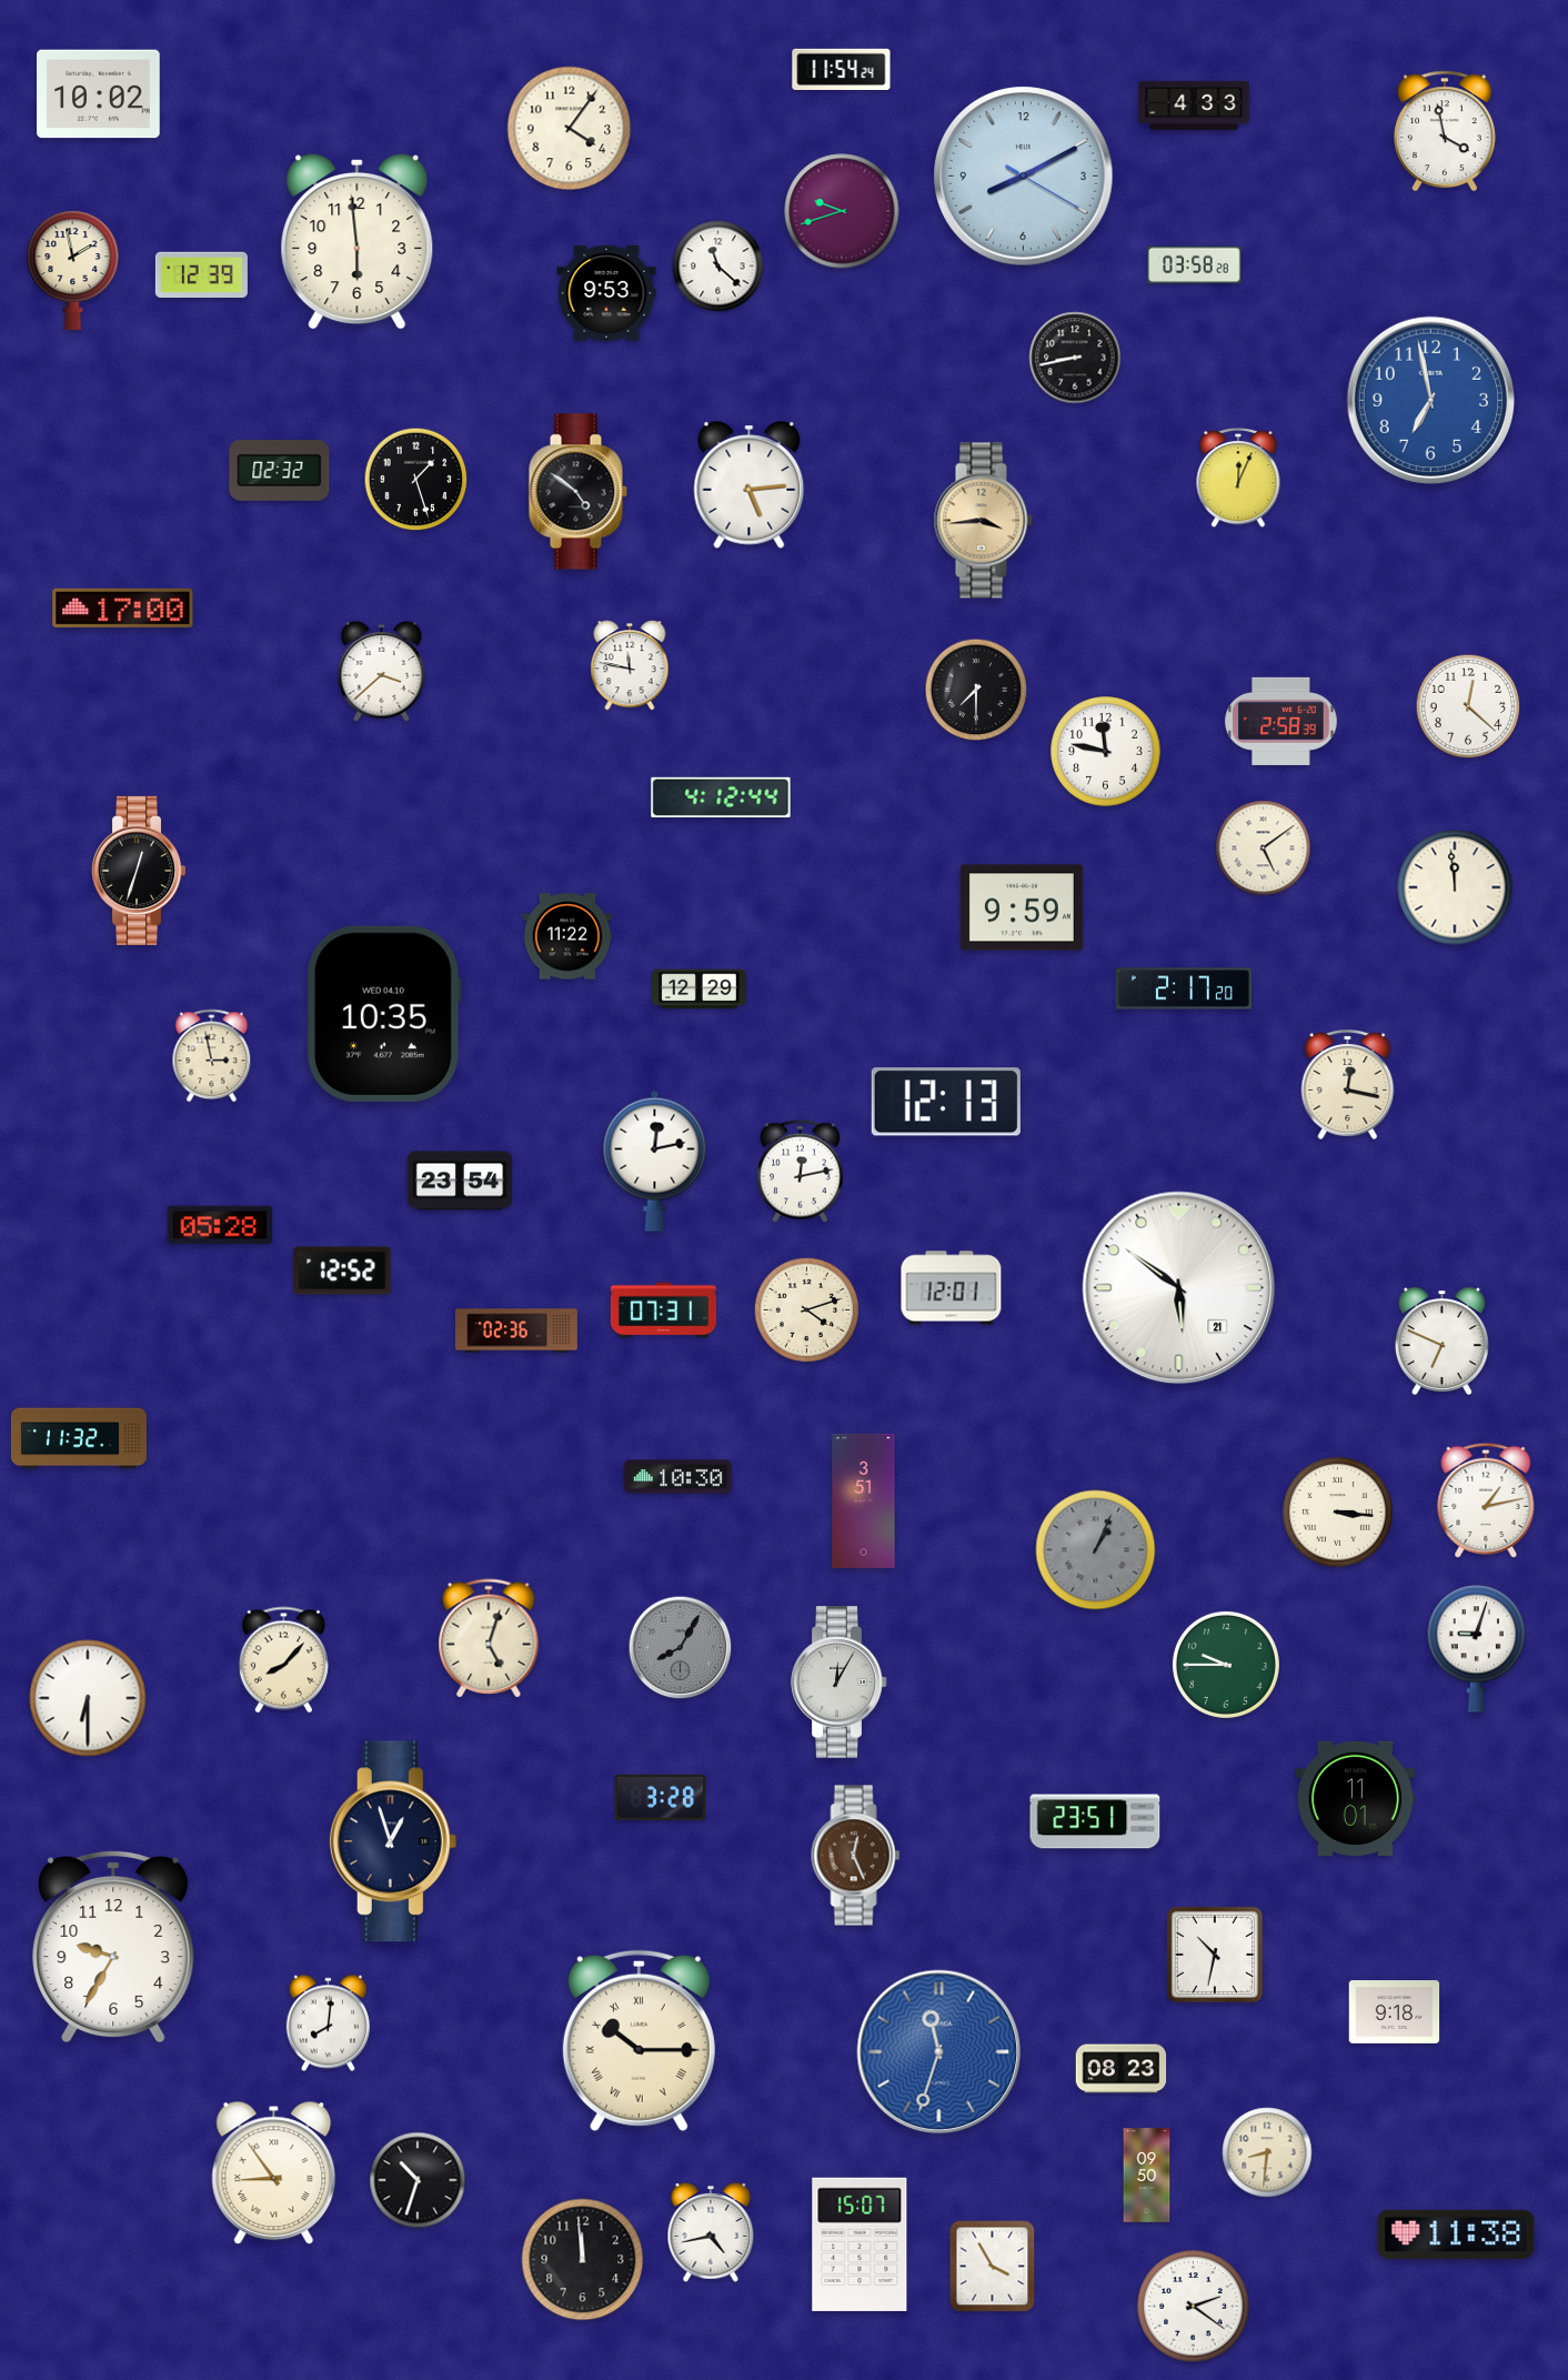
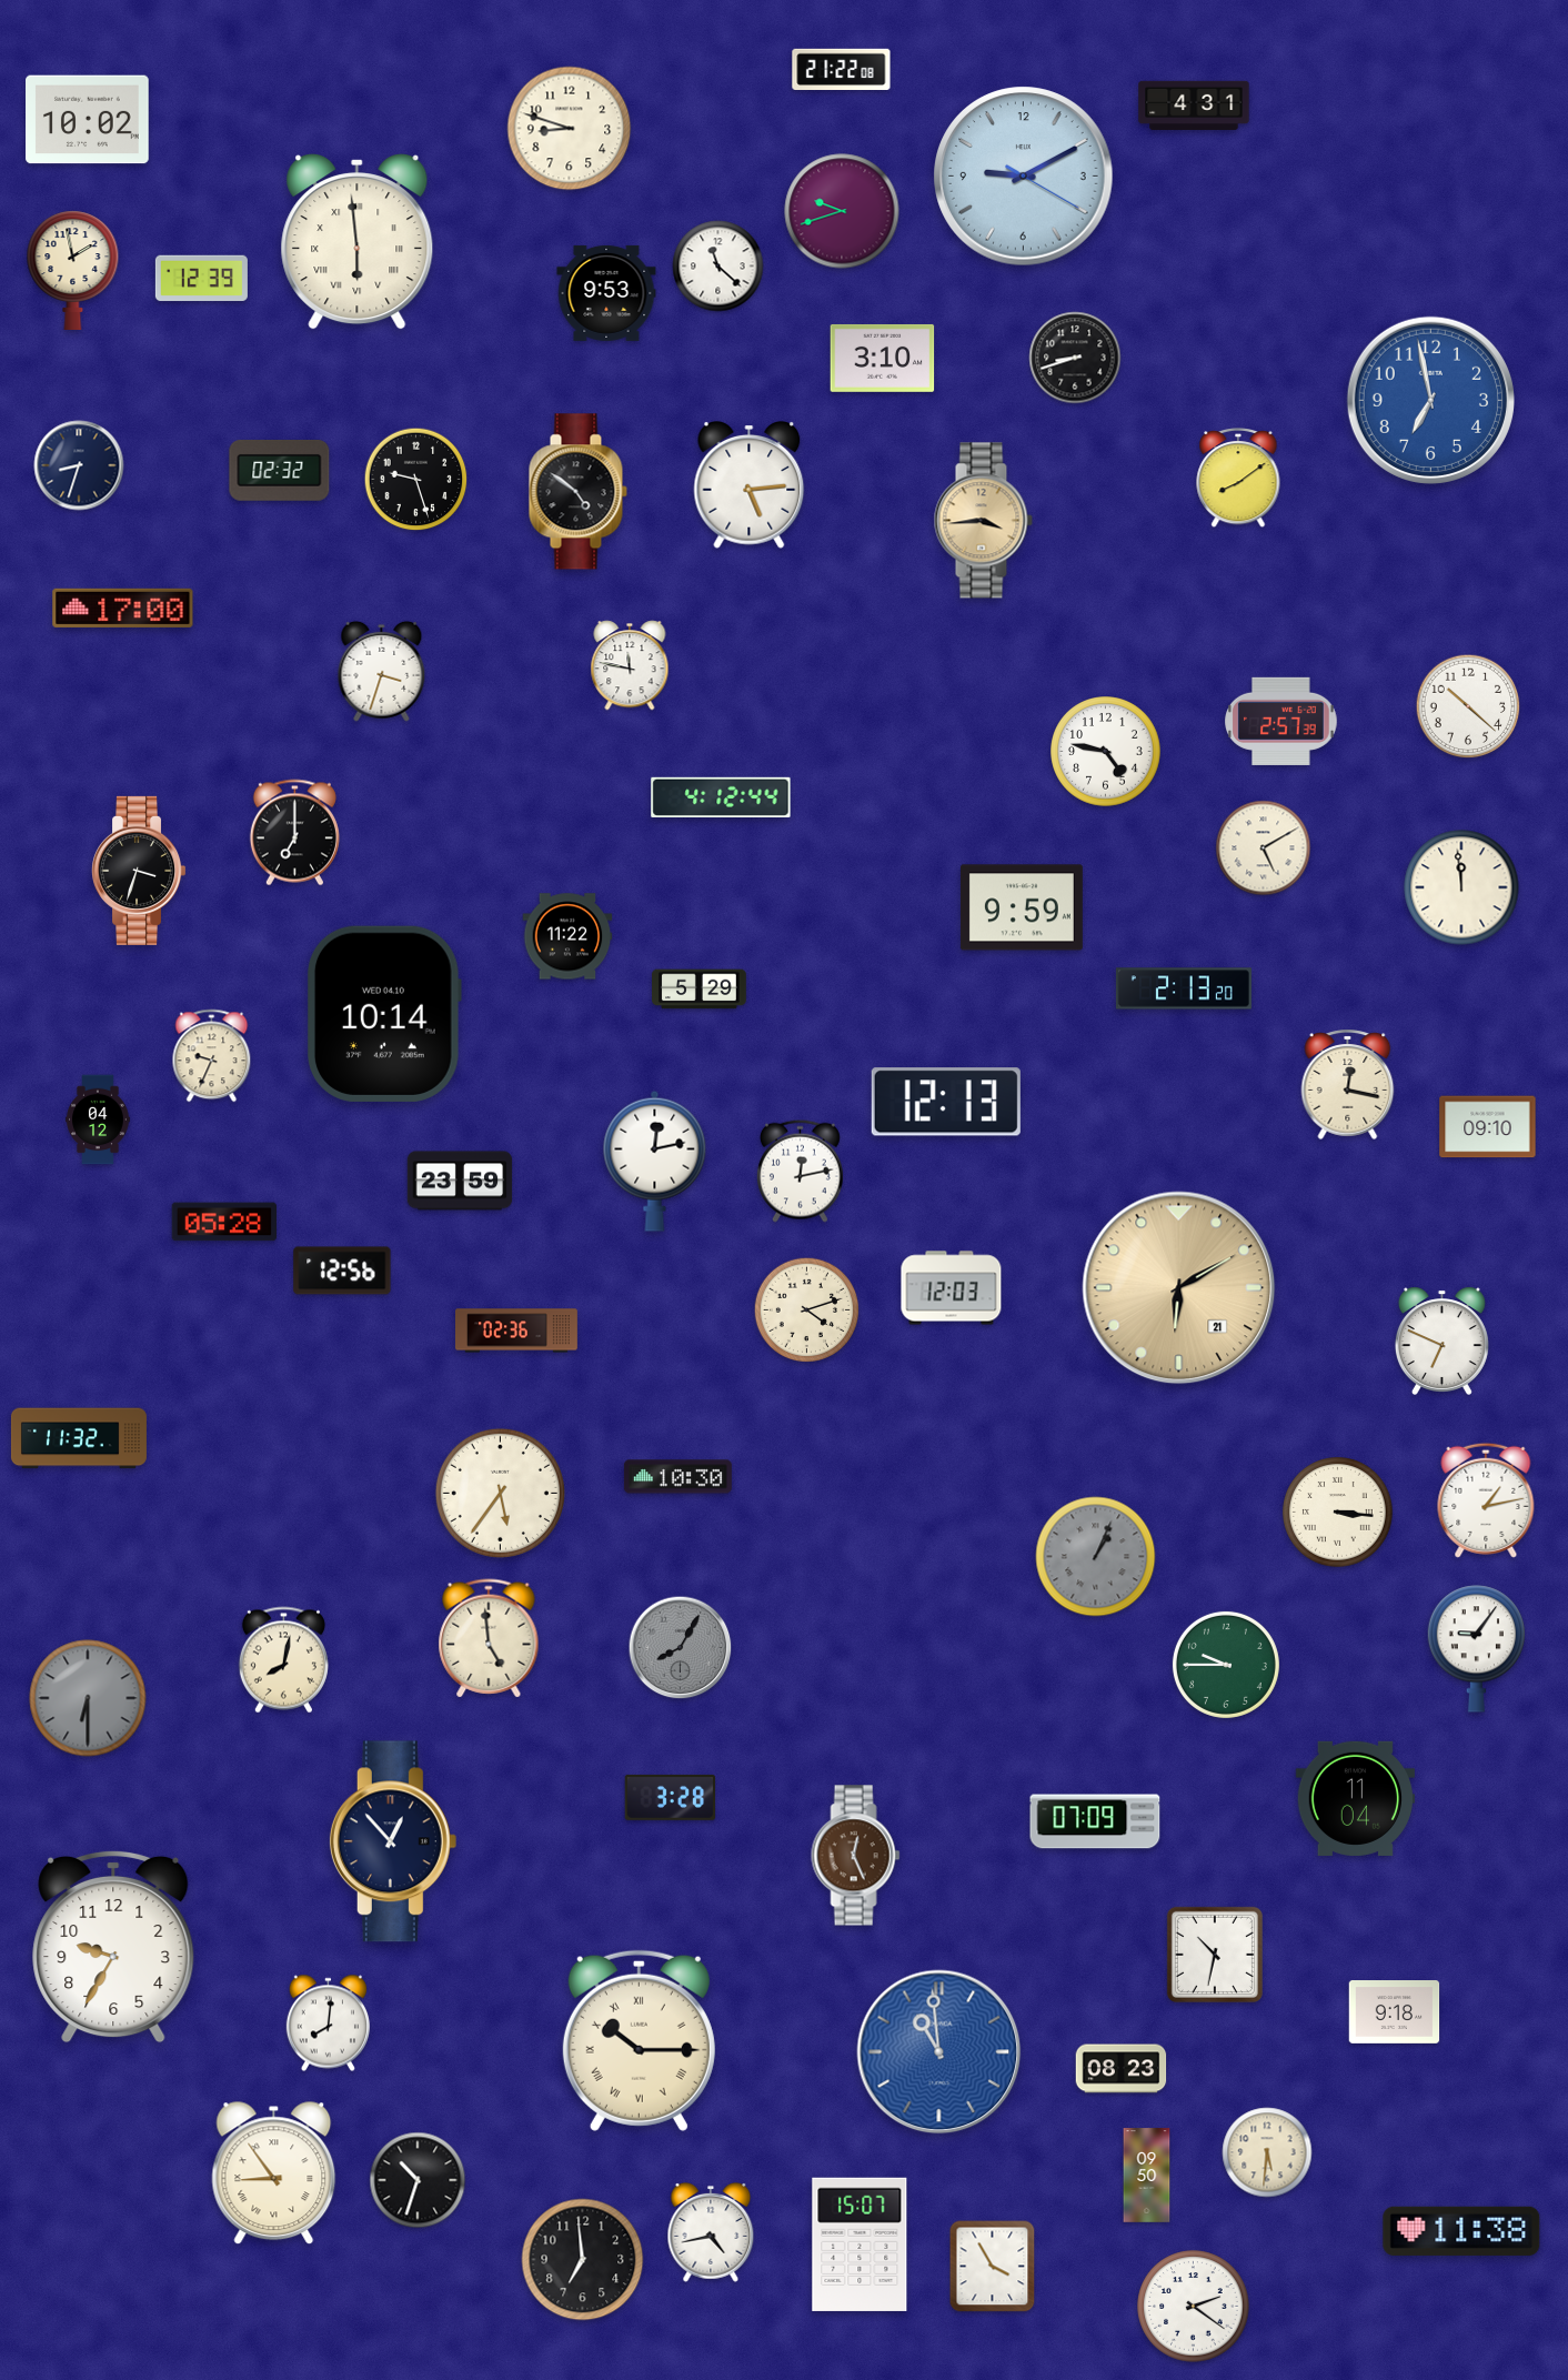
clock at (842, 69): 11:54 -> 21:22
clock at (99, 94) position: (99, 94) -> (88, 120)
clock at (1194, 104): 4:33 -> 4:31
clock at (570, 129): 4:06 -> 8:48
clock at (1445, 131): 3:58 -> none
clock at (1024, 177): 8:10 -> 9:10
clock at (358, 242) numerals: Arabic -> Roman
clock at (1195, 265): 03:58 -> none
clock at (201, 275) position: (201, 275) -> (201, 279)
clock at (883, 358): none -> 3:10
clock at (1075, 358): 8:43 -> 8:42
clock at (79, 465): none -> 8:33
clock at (1238, 479): 12:04 -> 8:09
clock at (416, 480): 1:27 -> 9:27
clock at (382, 671): 3:38 -> 3:33
clock at (976, 690): 7:30 -> none
clock at (1468, 706): 12:22 -> 10:22
clock at (1281, 721): 2:58 -> 2:57
clock at (1106, 752): 11:47 -> 4:47
clock at (294, 833): none -> 7:00
clock at (1264, 848): 5:09 -> 5:10
clock at (140, 871): 12:33 -> 3:33
clock at (1455, 887) position: (1455, 887) -> (1461, 887)
clock at (1184, 988): 2:17 -> 2:13
clock at (700, 990): 12:29 -> 5:29
clock at (384, 1014): 10:35 -> 10:14
clock at (212, 1056): 2:58 -> 9:34
clock at (98, 1119): none -> 04:12
clock at (1488, 1127): none -> 09:10
clock at (460, 1181): 23:54 -> 23:59
clock at (219, 1225) position: (219, 1225) -> (223, 1222)
clock at (342, 1271): 12:52 -> 12:56
clock at (952, 1288): 12:01 -> 12:03
clock at (1179, 1288): 5:51 -> 6:10
clock at (1179, 1288) dial: white -> champagne
clock at (663, 1310): 07:31 -> none
clock at (500, 1493): none -> 5:36
clock at (864, 1500): 3:51 -> none
clock at (1096, 1550) position: (1096, 1550) -> (1096, 1557)
clock at (489, 1638): 5:03 -> 4:59
clock at (1476, 1649): 9:03 -> 9:06
clock at (283, 1660): 8:07 -> 8:02
clock at (840, 1683): 12:05 -> none
clock at (88, 1698) dial: white -> grey
clock at (661, 1797) position: (661, 1797) -> (671, 1797)
clock at (1355, 1798): 11:01 -> 11:04
clock at (1095, 1821): 23:51 -> 07:09
clock at (393, 1841): 12:57 -> 12:53
clock at (939, 2052): 11:33 -> 10:59
clock at (1267, 2152): 8:31 -> 5:31
clock at (1456, 2235) position: (1456, 2235) -> (1461, 2231)
clock at (583, 2260): 11:59 -> 6:59
